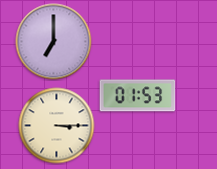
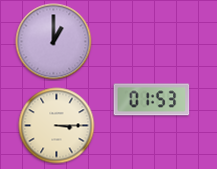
clock at (54, 42): 7:00 -> 1:00
clock at (138, 96) position: (138, 96) -> (152, 100)
